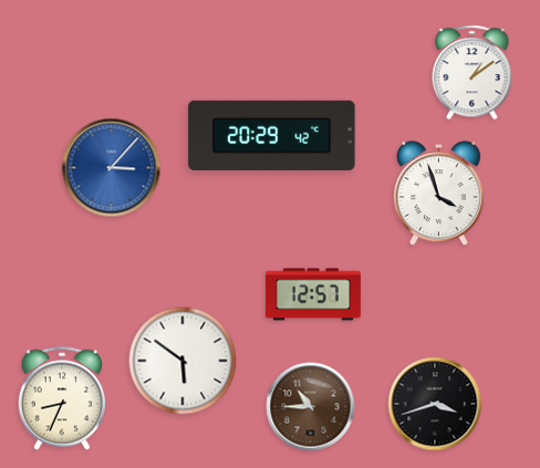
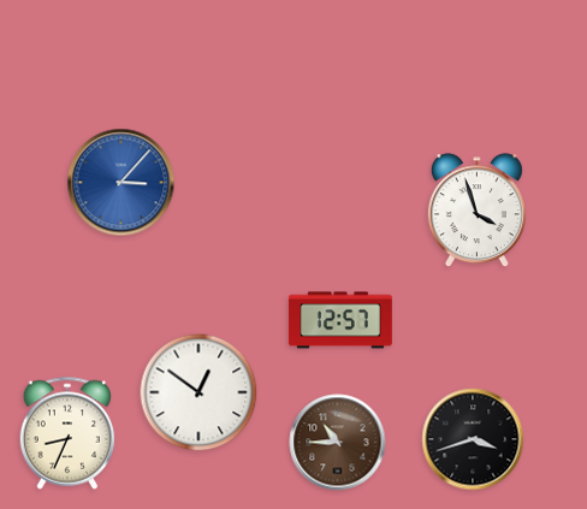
clock at (472, 73): 1:09 -> none
clock at (272, 135): 20:29 -> none
clock at (183, 361): 5:51 -> 12:51
